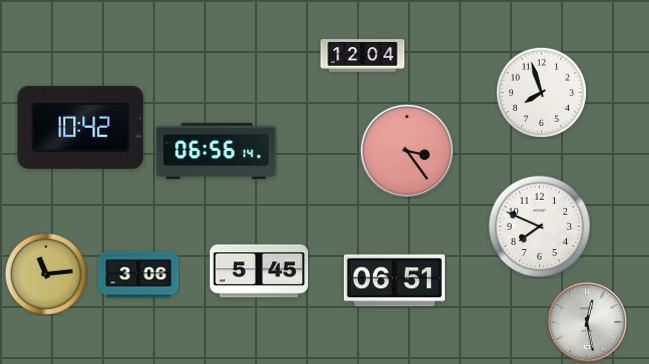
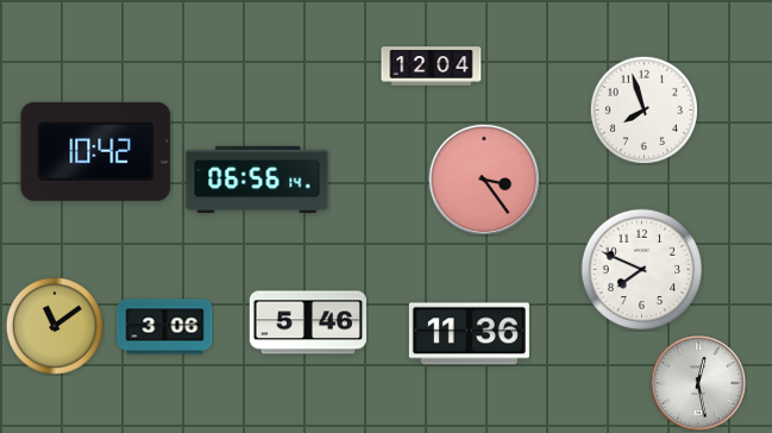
clock at (259, 271): 5:45 -> 5:46
clock at (46, 274): 11:14 -> 11:09
clock at (394, 281): 06:51 -> 11:36
